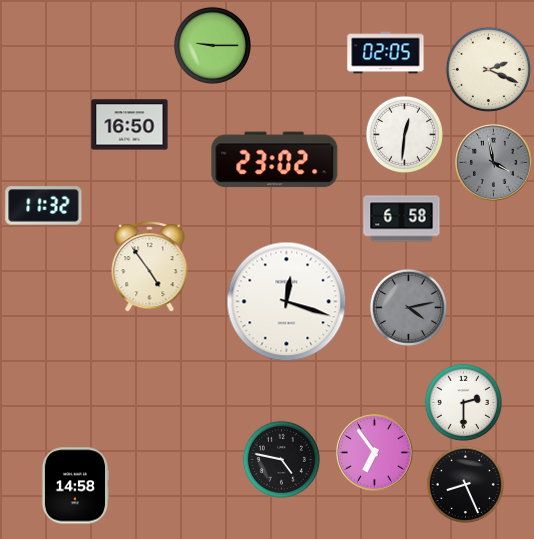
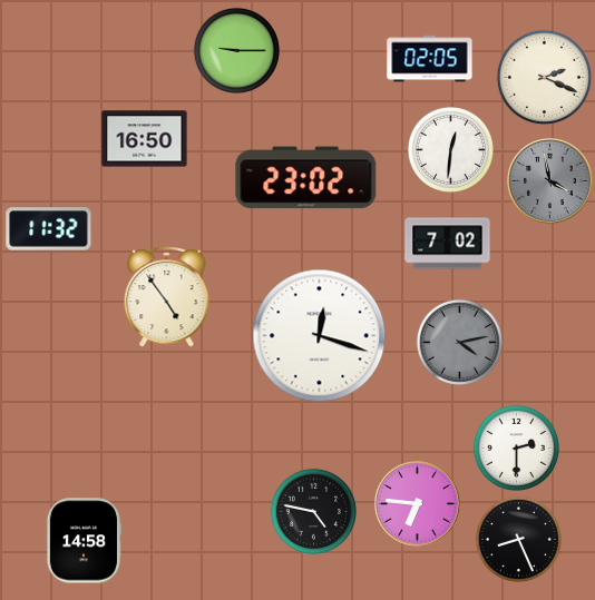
clock at (402, 219): 6:58 -> 7:02
clock at (408, 307) position: (408, 307) -> (459, 342)
clock at (375, 453): 6:54 -> 6:46
